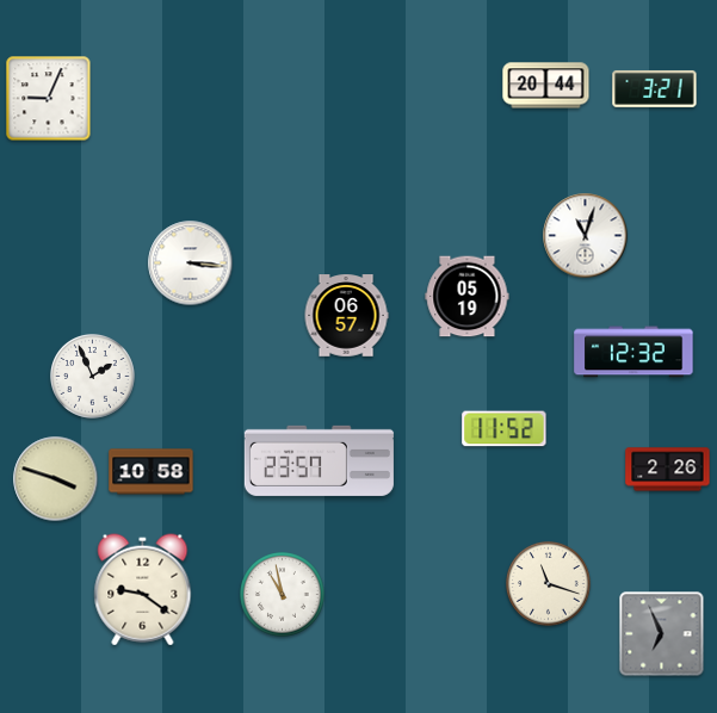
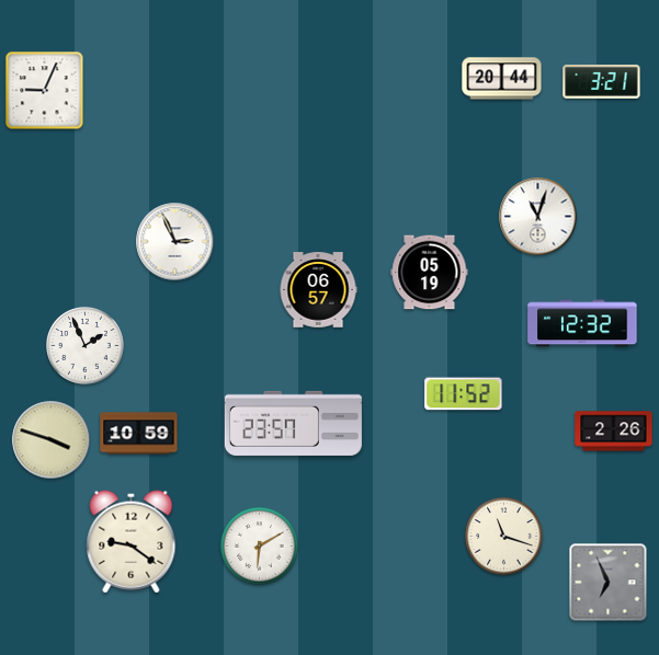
clock at (191, 263): 3:16 -> 2:56
clock at (152, 472): 10:58 -> 10:59
clock at (283, 595): 10:58 -> 6:10
